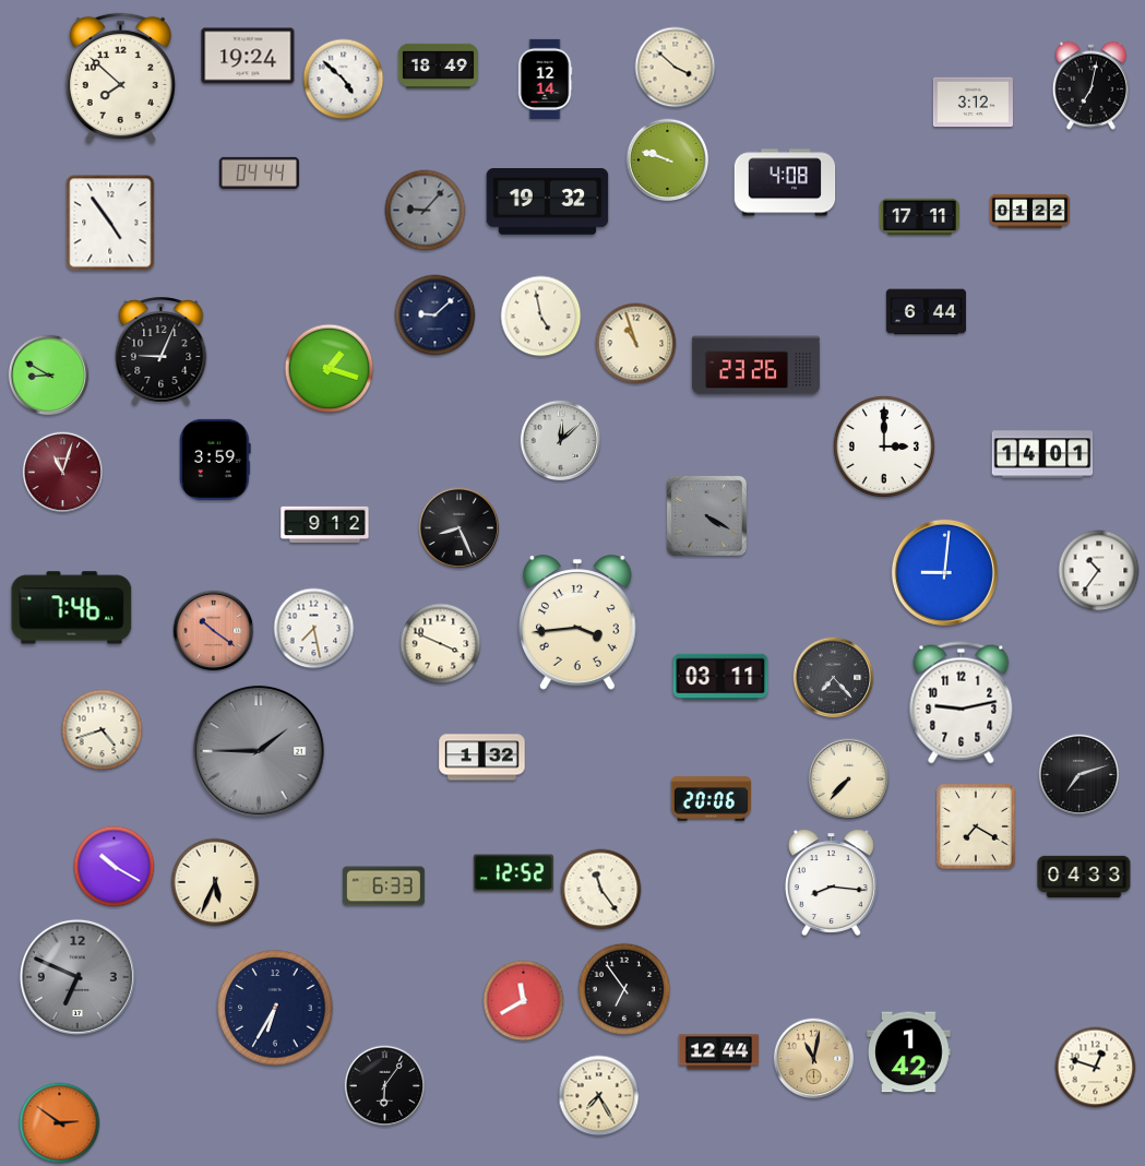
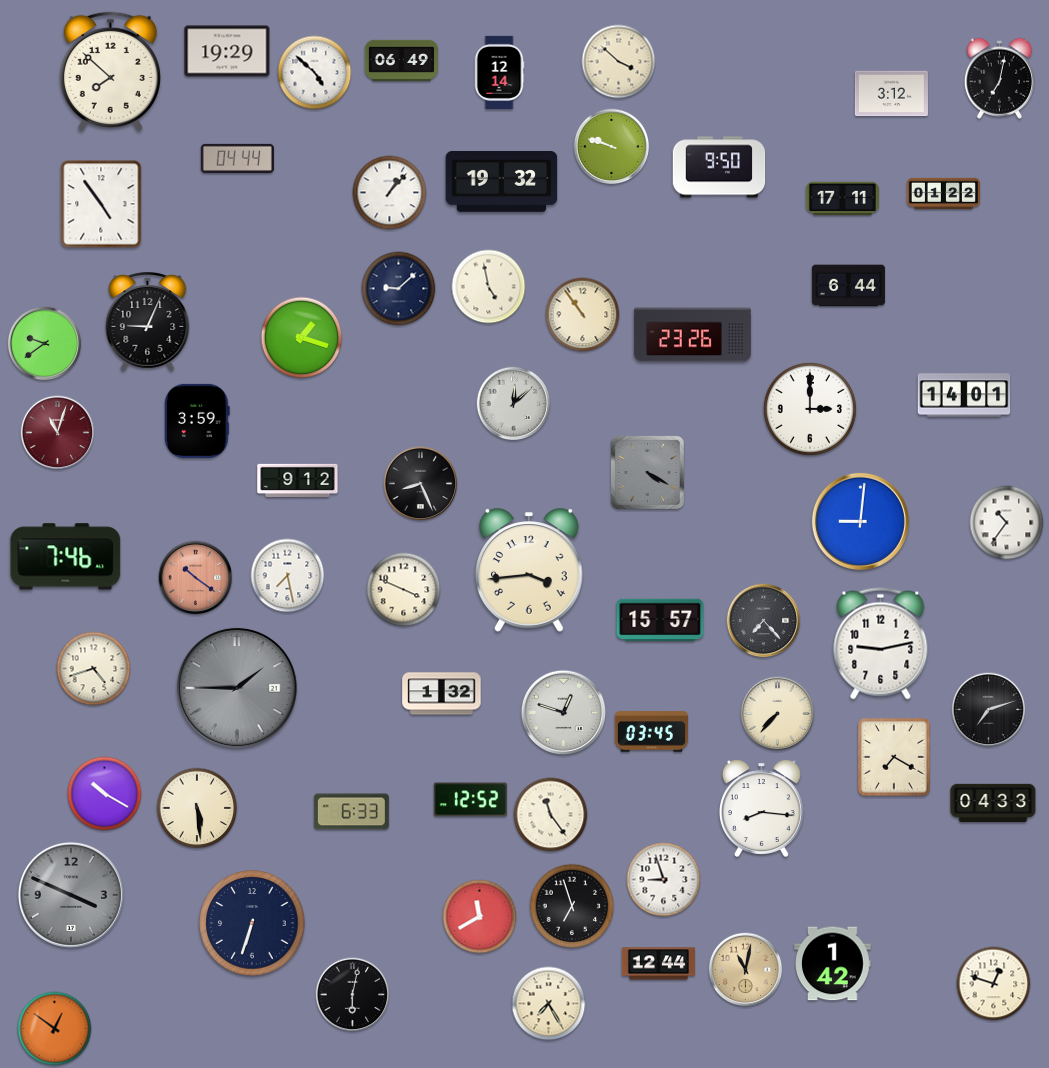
clock at (248, 56): 19:24 -> 19:29
clock at (438, 66): 18:49 -> 06:49
clock at (785, 182): 4:08 -> 9:50
clock at (548, 202) position: (548, 202) -> (502, 182)
clock at (426, 211): 9:07 -> 1:07
clock at (426, 211) dial: grey -> white
clock at (541, 317) position: (541, 317) -> (489, 287)
clock at (636, 344): 10:57 -> 10:54
clock at (49, 376): 8:50 -> 9:39
clock at (1042, 454) position: (1042, 454) -> (964, 395)
clock at (944, 572) position: (944, 572) -> (860, 521)
clock at (720, 677): 03:11 -> 15:57
clock at (563, 712): none -> 12:48
clock at (711, 799): 20:06 -> 03:45
clock at (215, 882): 5:34 -> 5:29
clock at (664, 880): none -> 8:57
clock at (77, 977): 6:49 -> 3:49
clock at (624, 989): 6:54 -> 6:57
clock at (275, 1008): 6:35 -> 6:33
clock at (1096, 1068) position: (1096, 1068) -> (994, 984)
clock at (385, 1086): 6:06 -> 6:02
clock at (60, 1123): 2:51 -> 12:51
